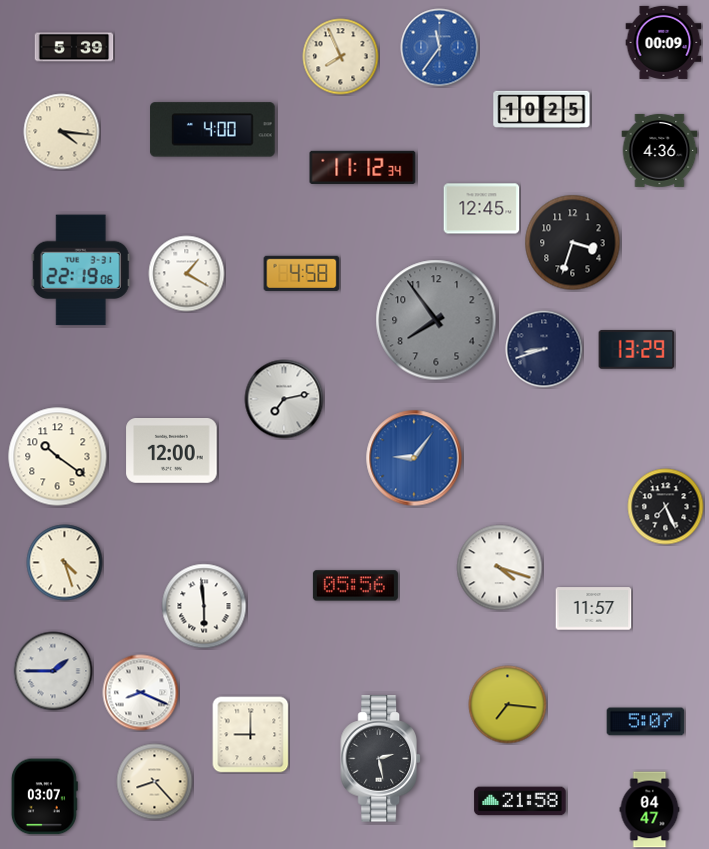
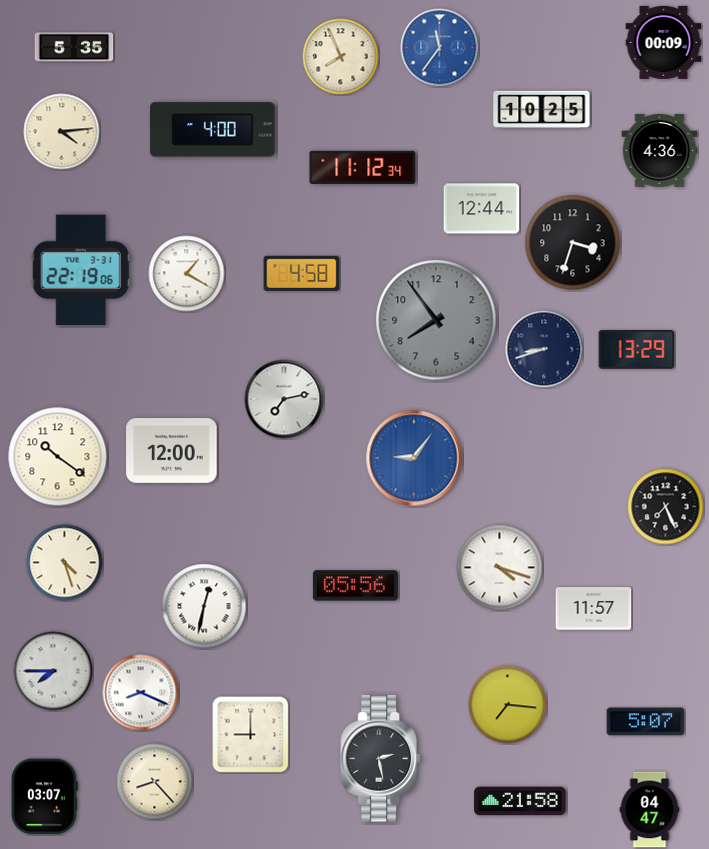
clock at (74, 47): 5:39 -> 5:35
clock at (62, 132): 4:16 -> 4:14
clock at (482, 209): 12:45 -> 12:44
clock at (204, 606): 5:59 -> 12:32
clock at (53, 671): 1:45 -> 7:45
